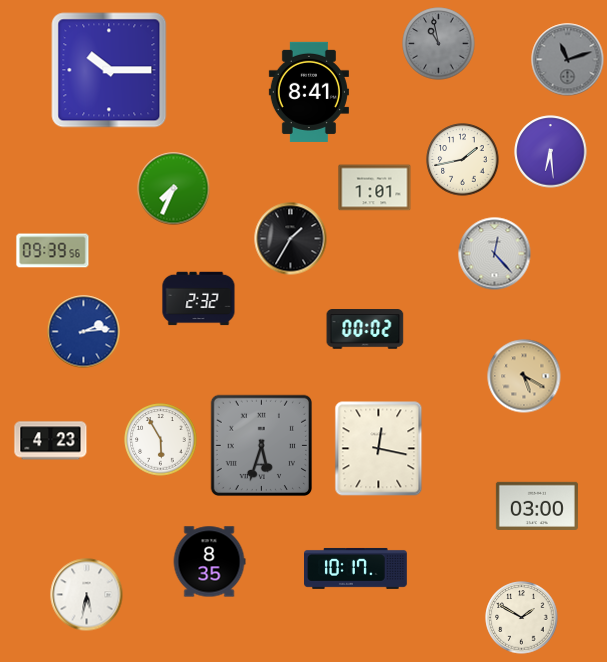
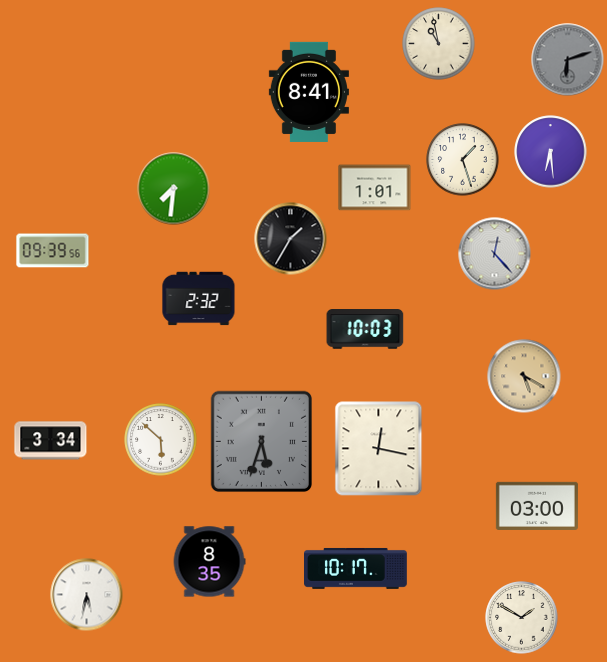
clock at (439, 44) dial: grey -> cream
clock at (568, 60): 11:12 -> 6:12
clock at (109, 70): 10:15 -> none
clock at (463, 160): 1:43 -> 1:27
clock at (174, 189): 7:34 -> 7:31
clock at (365, 329): 00:02 -> 10:03
clock at (84, 332): 2:14 -> none
clock at (161, 440): 5:55 -> 5:52
clock at (51, 441): 4:23 -> 3:34
clock at (261, 445) position: (261, 445) -> (261, 441)
